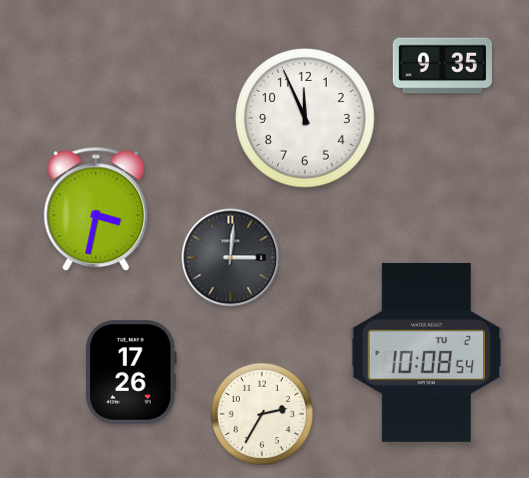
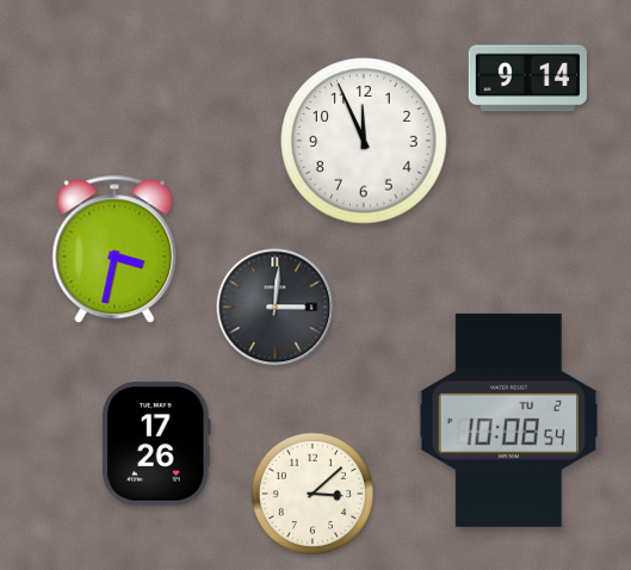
clock at (442, 66): 9:35 -> 9:14
clock at (262, 414): 2:35 -> 3:08
